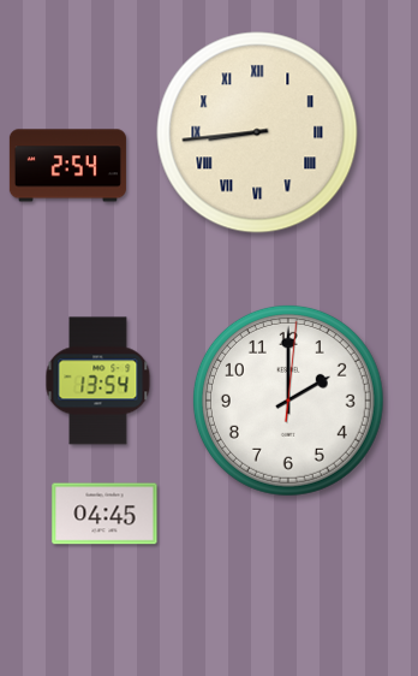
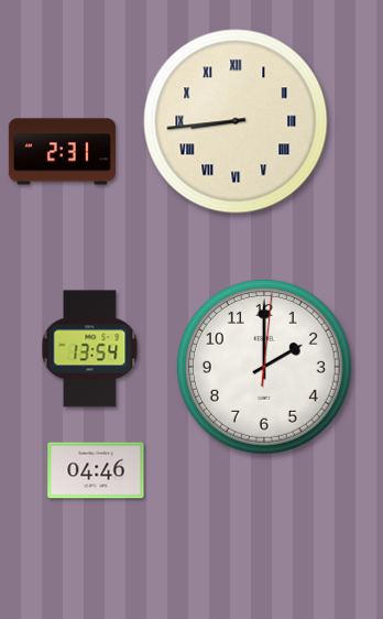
clock at (67, 166): 2:54 -> 2:31
clock at (104, 514): 04:45 -> 04:46
